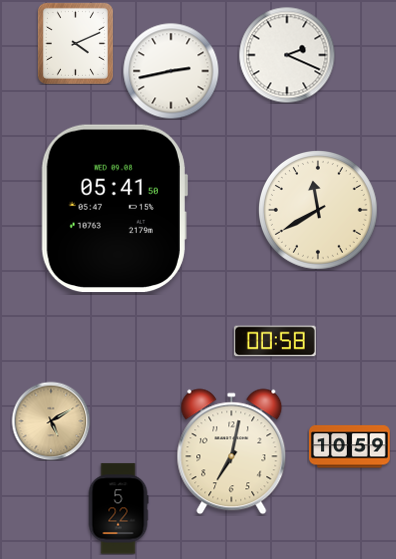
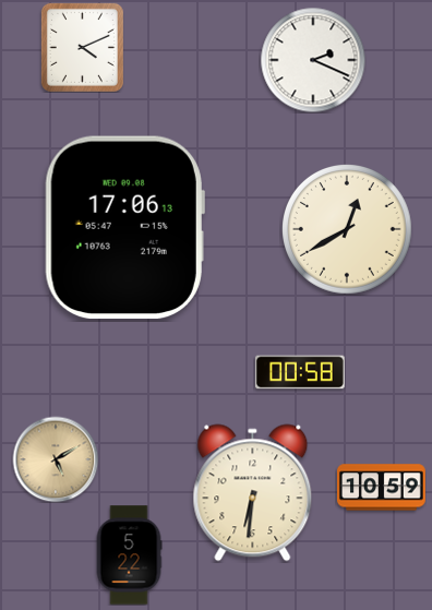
clock at (171, 71): 2:43 -> none
clock at (114, 209): 05:41 -> 17:06
clock at (319, 211): 11:40 -> 12:40
clock at (232, 452): 7:02 -> 6:31
